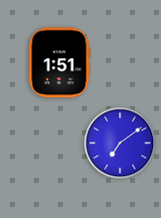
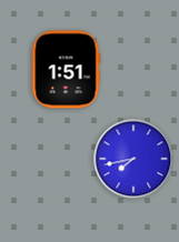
clock at (120, 143): 7:09 -> 7:43
